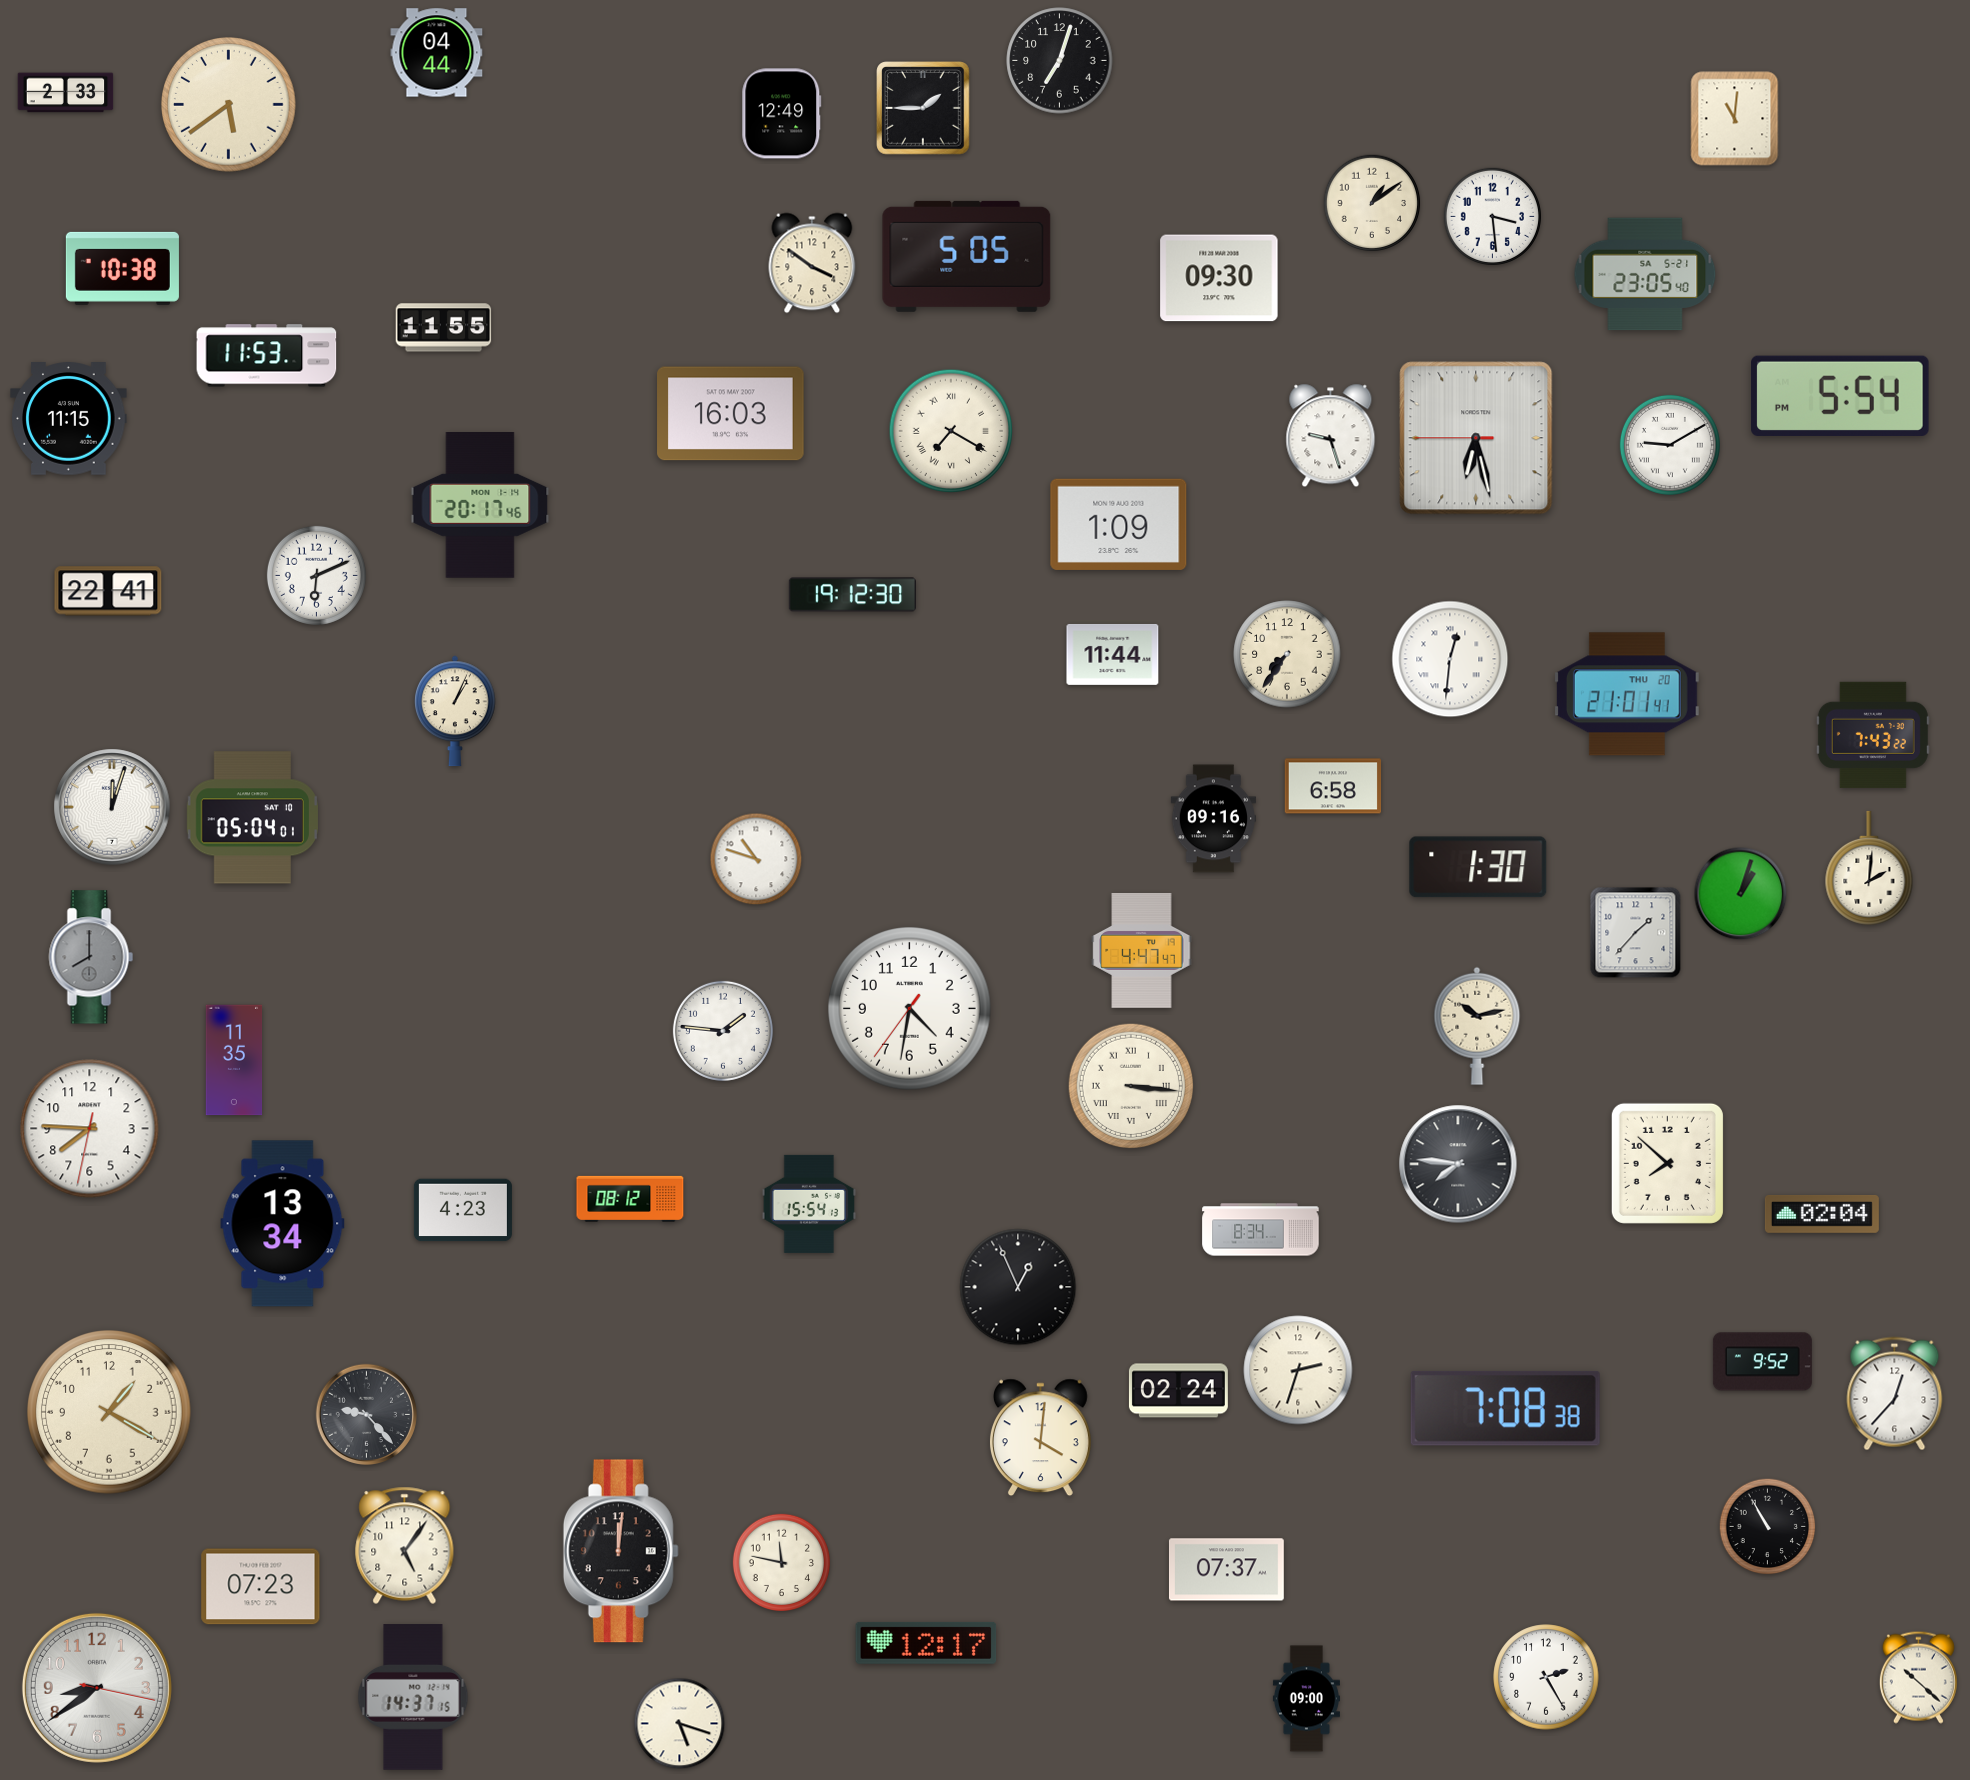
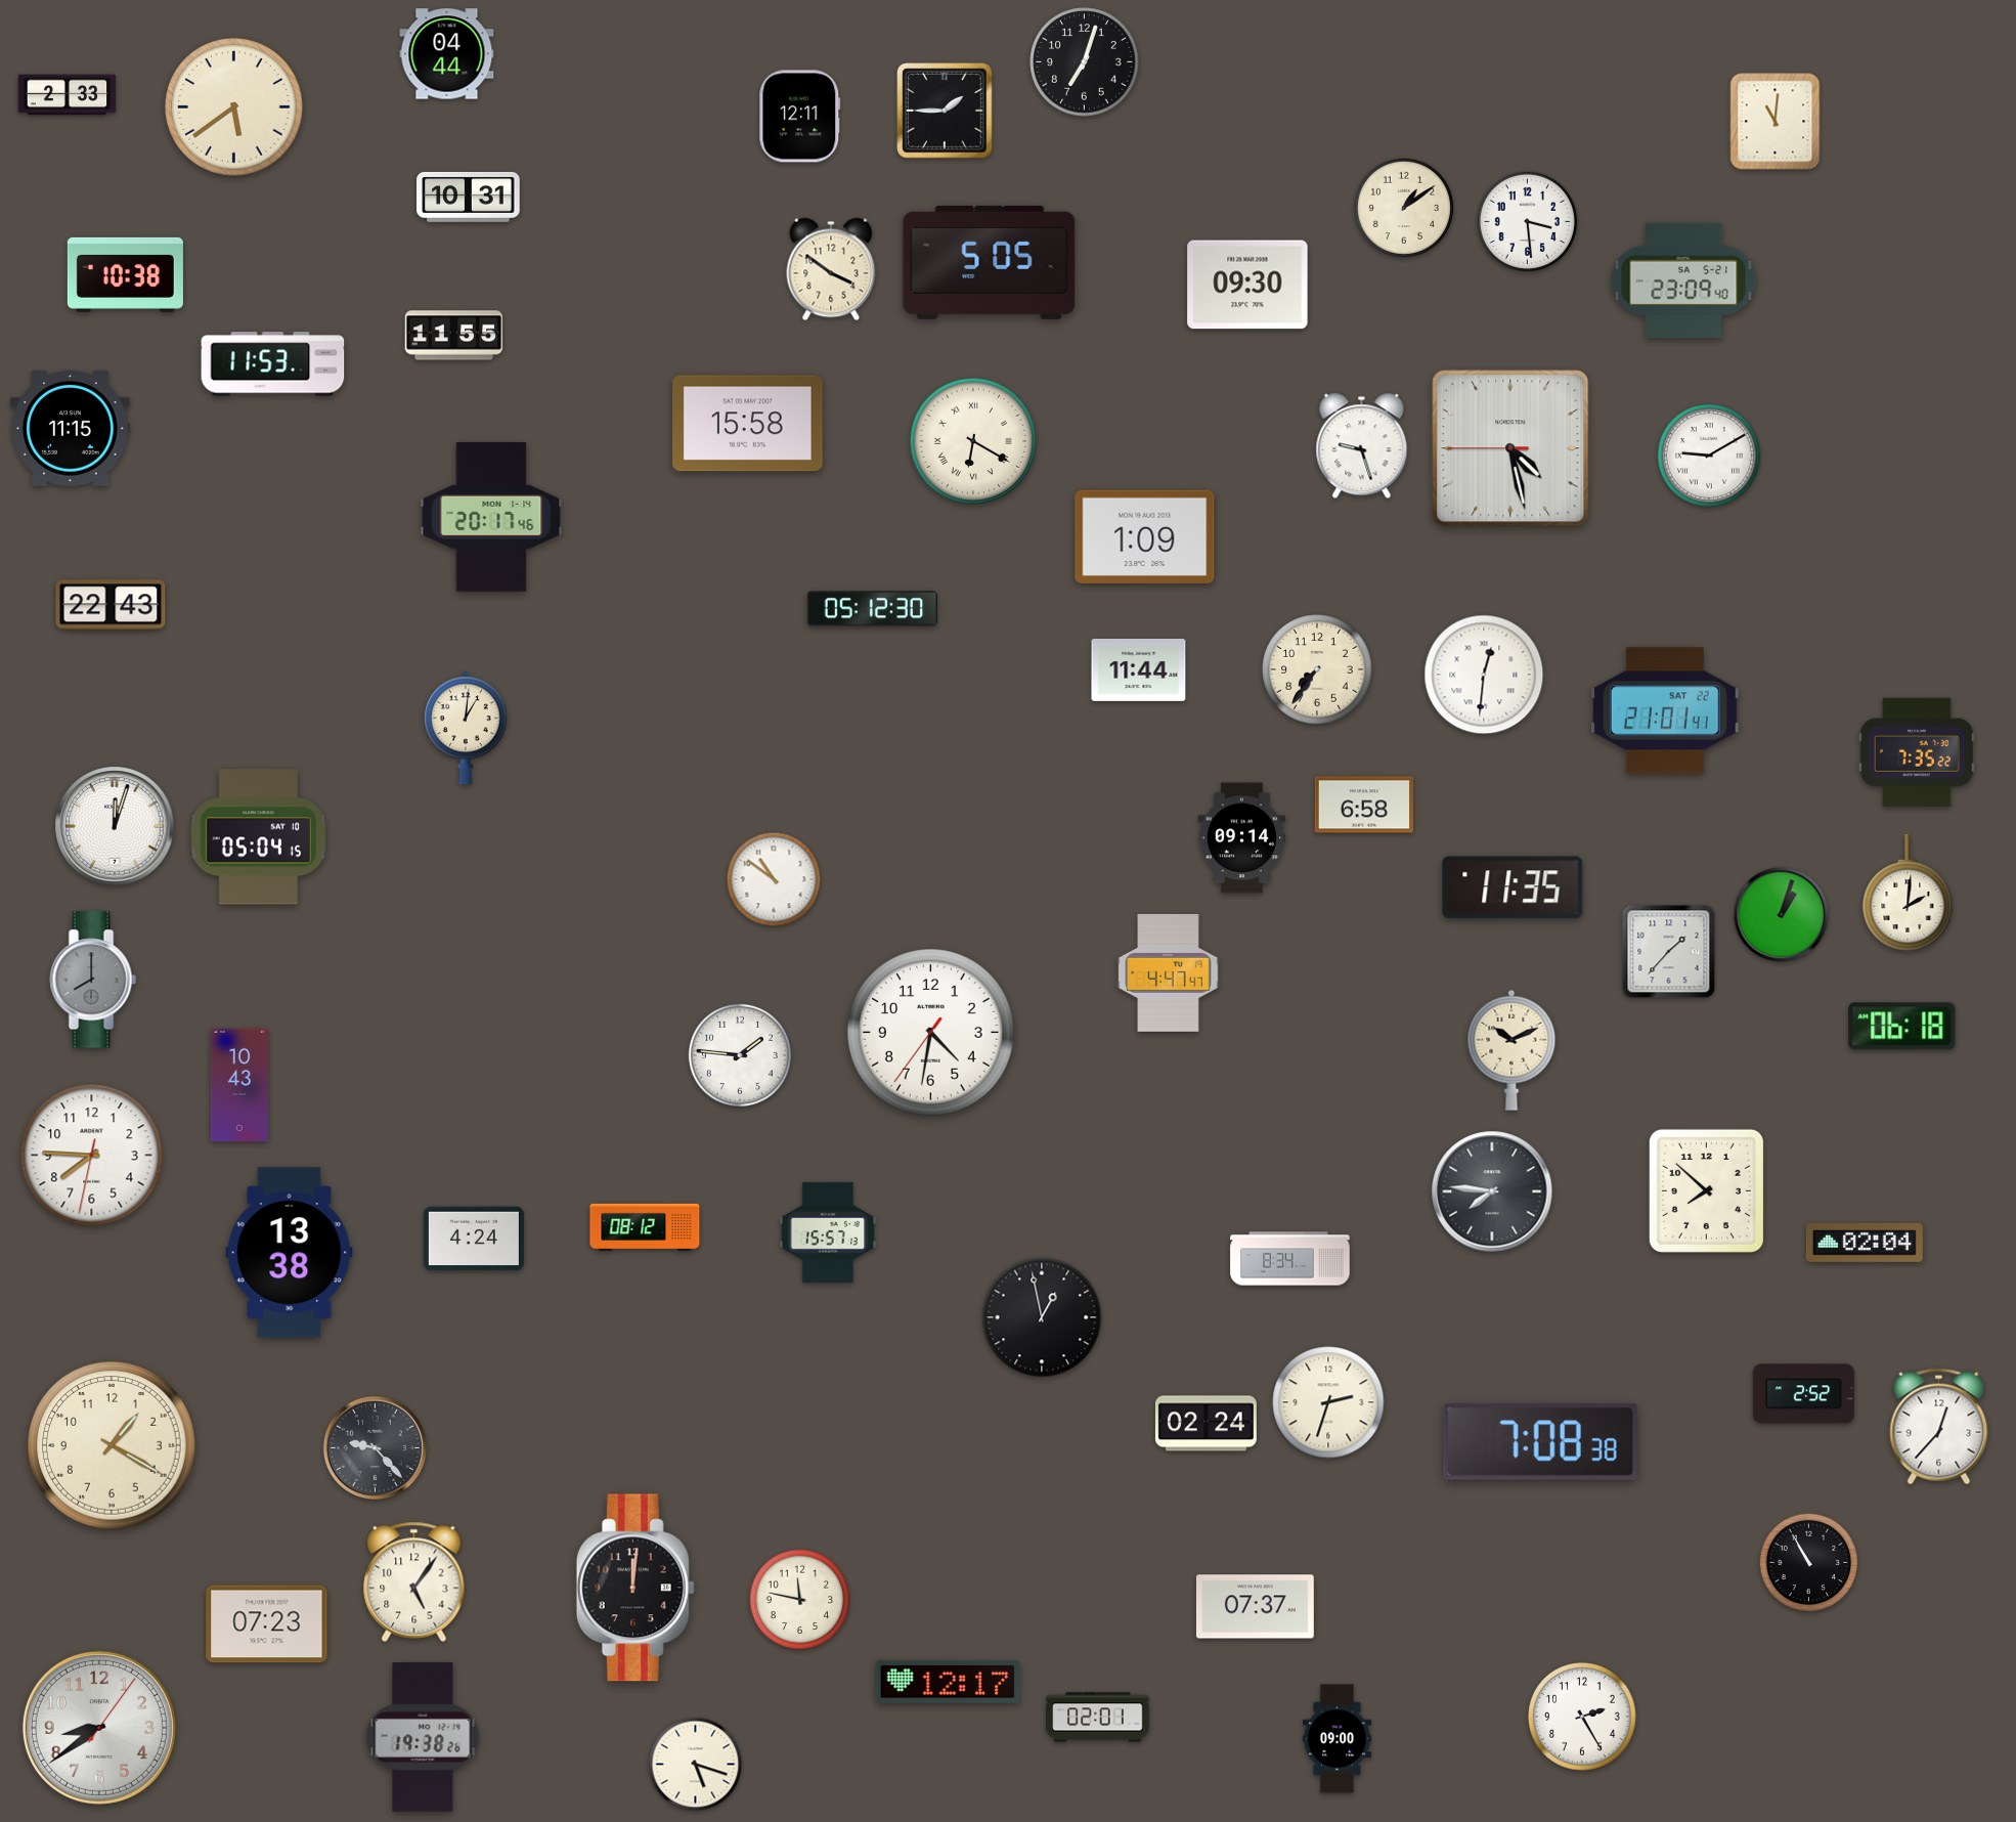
clock at (782, 114): 12:49 -> 12:11
clock at (469, 198): none -> 10:31
clock at (1645, 274): 23:05 -> 23:09
clock at (1840, 396): 5:54 -> none
clock at (731, 414): 16:03 -> 15:58
clock at (951, 431): 7:20 -> 6:20
clock at (1476, 438): 6:27 -> 4:27
clock at (316, 575): 6:11 -> none
clock at (108, 591): 22:41 -> 22:43
clock at (852, 595): 19:12 -> 05:12
clock at (1627, 694) date: THU 20 -> SAT 22
clock at (456, 711): 1:04 -> 1:01
clock at (1873, 735): 7:43 -> 7:35
clock at (252, 818): 05:04:01 -> 05:04:15
clock at (1214, 819): 09:16 -> 09:14
clock at (756, 859): 10:48 -> 10:51
clock at (1478, 867): 1:30 -> 11:35
clock at (1869, 868) position: (1869, 868) -> (1908, 893)
clock at (1636, 933) position: (1636, 933) -> (1669, 952)
clock at (1902, 1027): none -> 06:18
clock at (1477, 1026): 10:13 -> 10:11
clock at (234, 1060): 11:35 -> 10:43
clock at (1130, 1085): 3:16 -> none
clock at (809, 1204): 15:54 -> 15:57
clock at (463, 1210): 4:23 -> 4:24
clock at (283, 1224): 13:34 -> 13:38
clock at (1018, 1287): 12:56 -> 12:58
clock at (1762, 1362): 9:52 -> 2:52
clock at (1040, 1438): 4:01 -> none
clock at (1918, 1677): 10:22 -> none
clock at (1098, 1718): none -> 02:01
clock at (97, 1688): 8:39:17 -> 8:39:06
clock at (413, 1697): 14:37 -> 19:38
